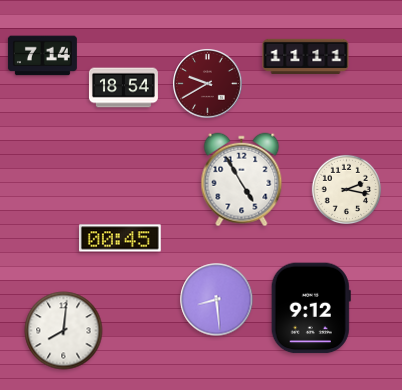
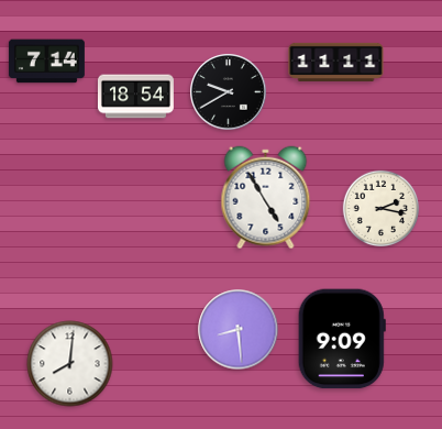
clock at (208, 84) dial: burgundy -> black
clock at (121, 238): 00:45 -> none
clock at (311, 308): 9:12 -> 9:09
